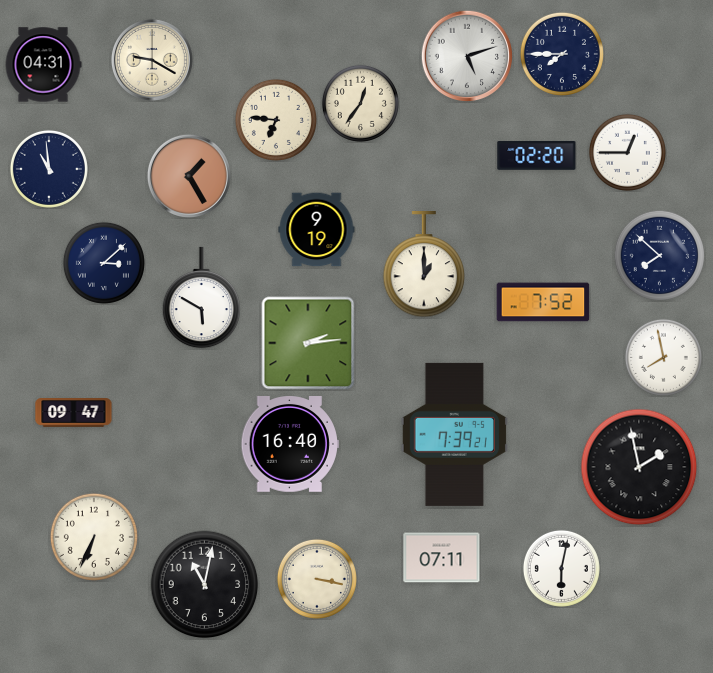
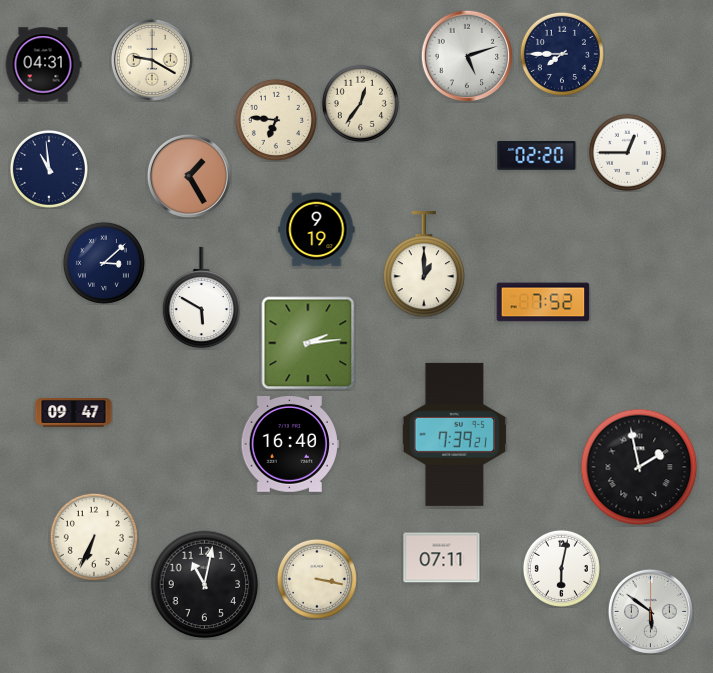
clock at (659, 255): 7:52 -> none
clock at (663, 357): 7:58 -> none
clock at (650, 611): none -> 5:51
